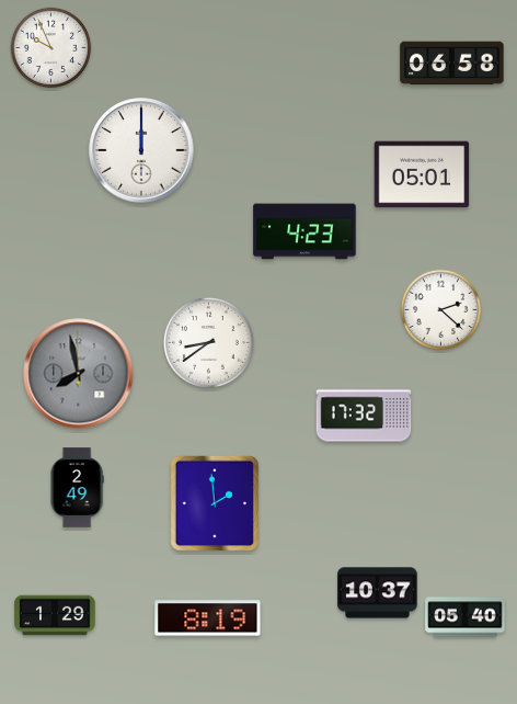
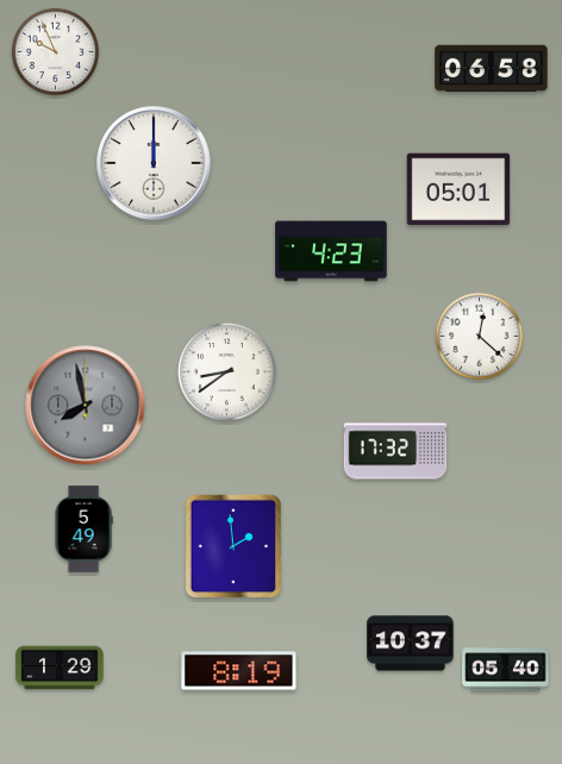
clock at (441, 310): 2:22 -> 12:22
clock at (77, 488): 2:49 -> 5:49
clock at (208, 618) position: (208, 618) -> (239, 671)
